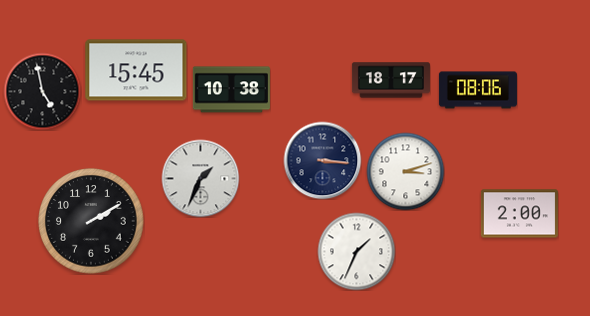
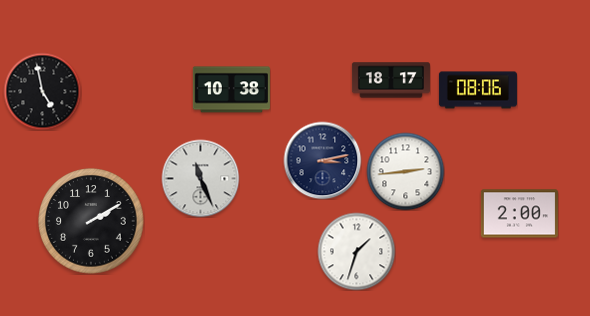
clock at (136, 70): 15:45 -> none
clock at (322, 160): 3:16 -> 3:13
clock at (405, 171): 3:12 -> 2:44
clock at (200, 178): 1:34 -> 11:26
clock at (356, 251): 1:34 -> 1:33
